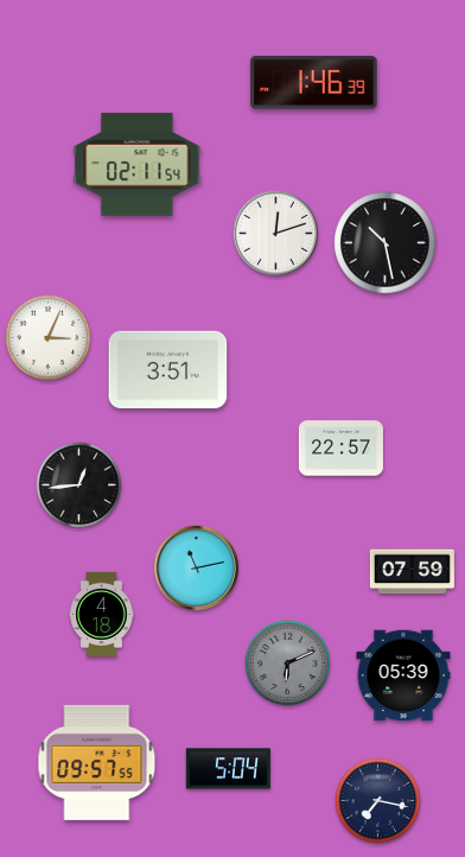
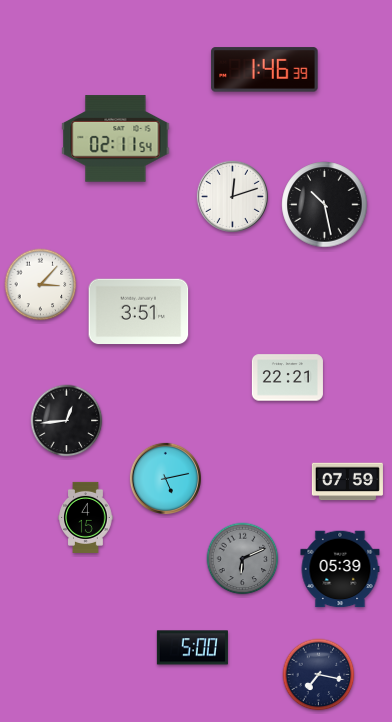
clock at (49, 338): 3:04 -> 3:07
clock at (168, 370) position: (168, 370) -> (139, 312)
clock at (340, 449): 22:57 -> 22:21
clock at (79, 485) position: (79, 485) -> (67, 421)
clock at (196, 567): 11:13 -> 5:13
clock at (102, 614): 4:18 -> 4:15
clock at (97, 762): 09:57 -> none
clock at (228, 769): 5:04 -> 5:00
